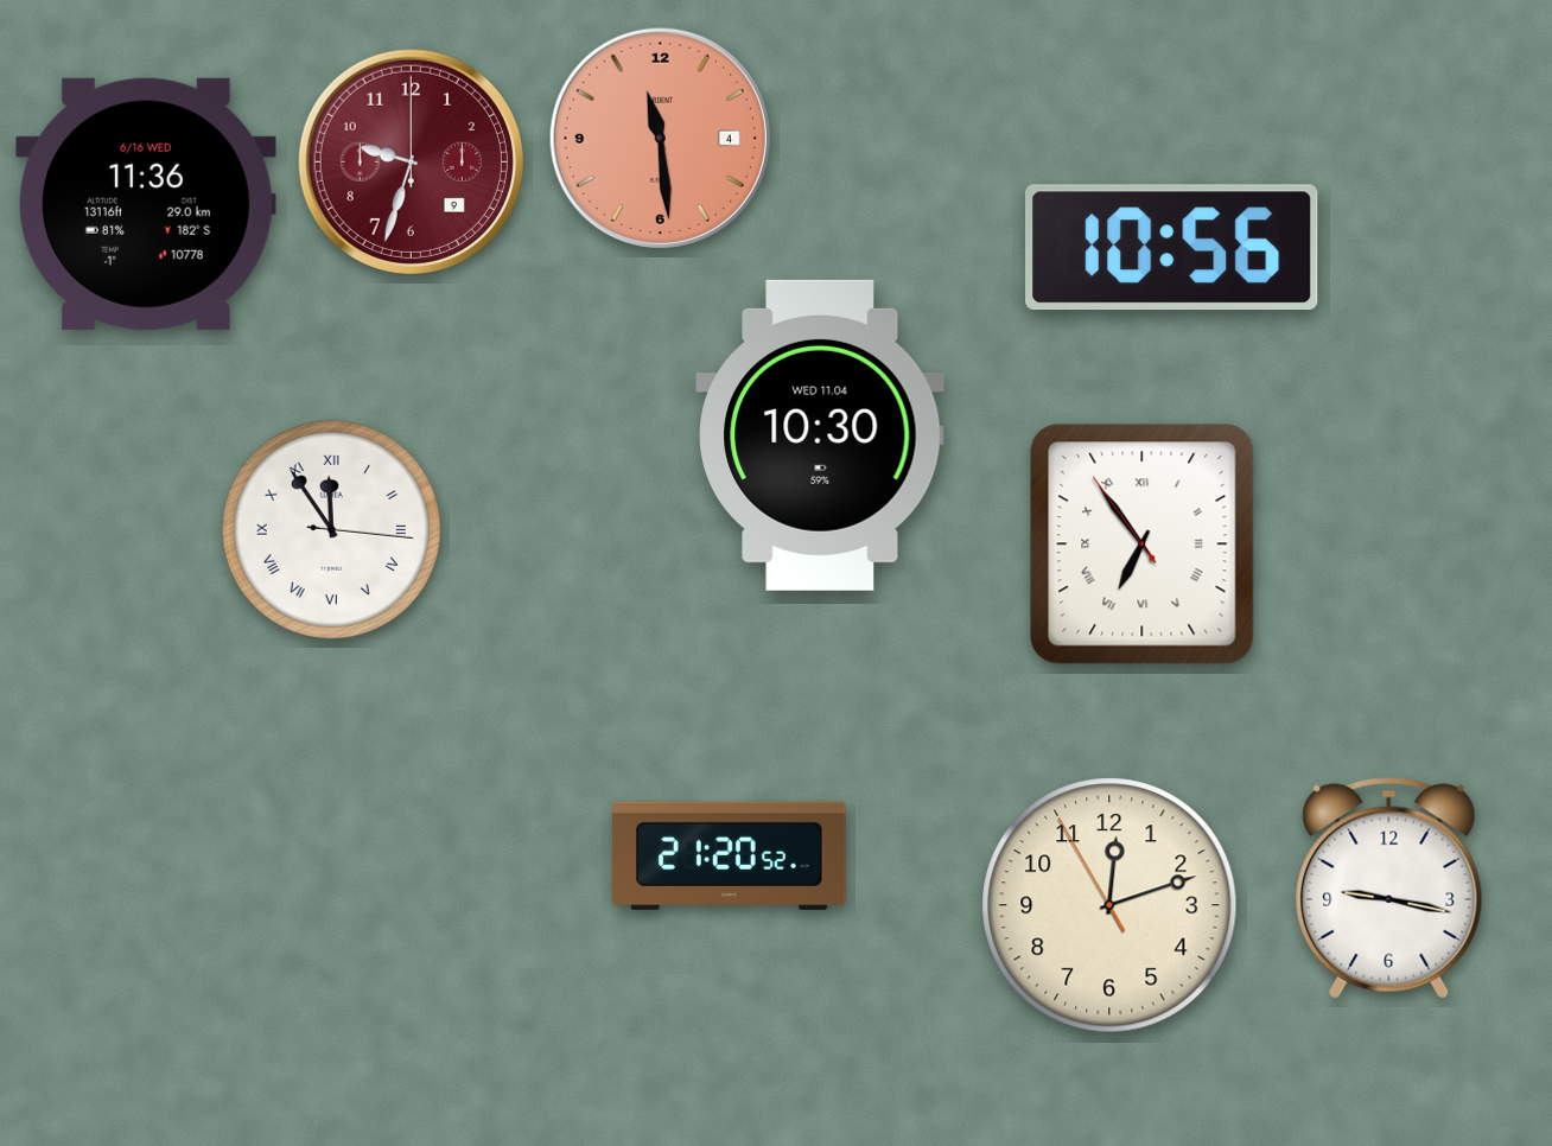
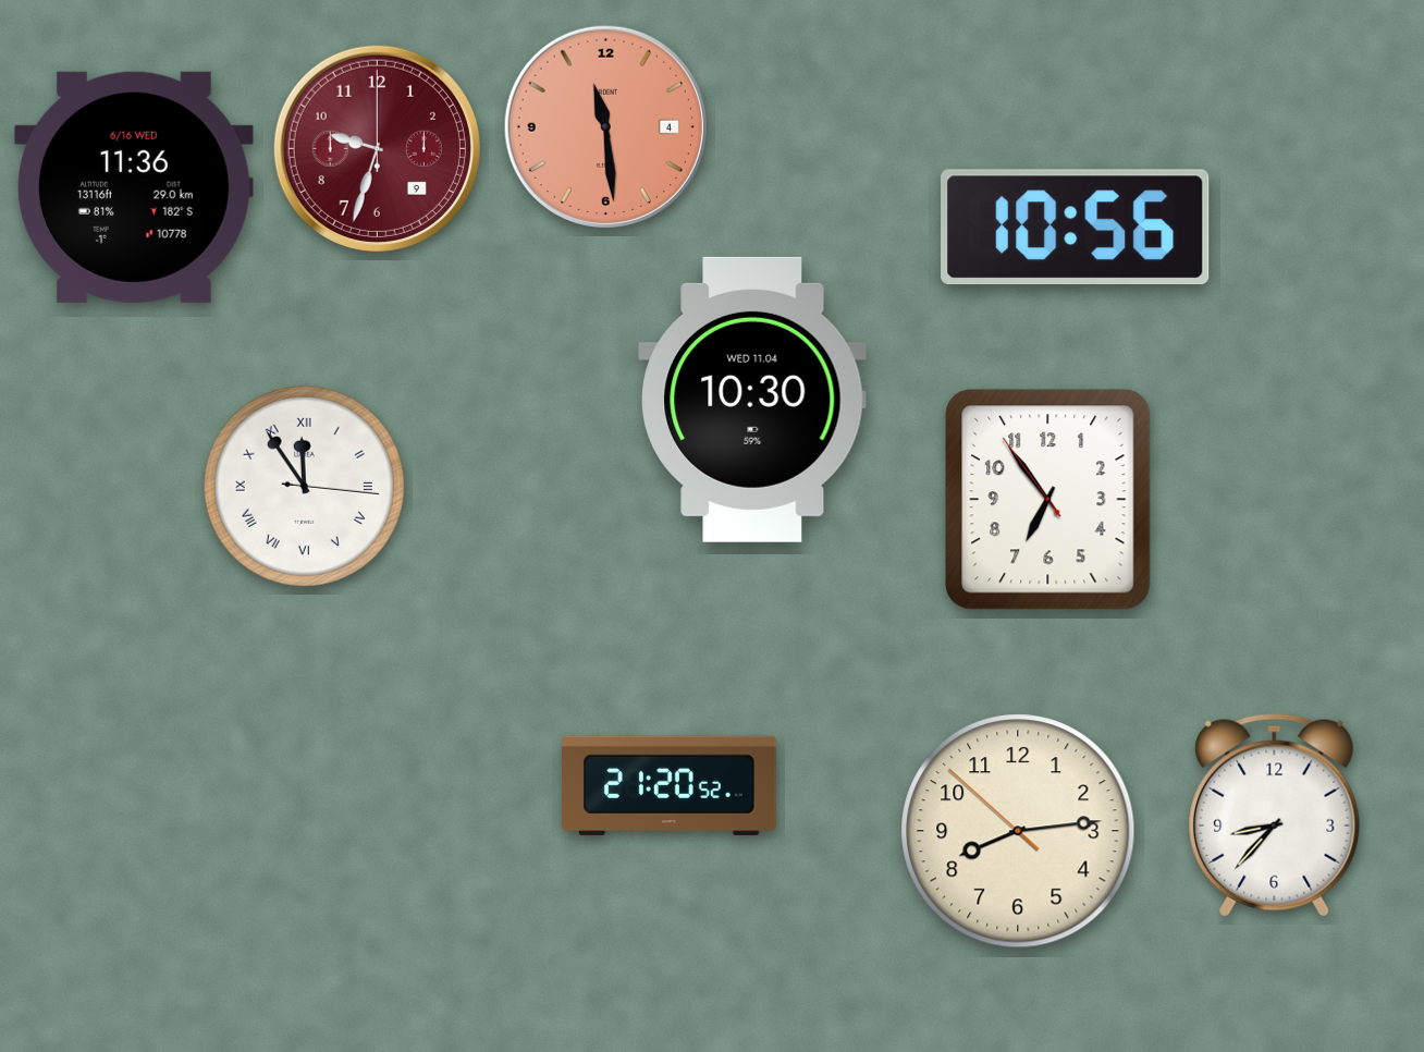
clock at (1143, 545) numerals: Roman -> Arabic
clock at (1389, 887): 9:17 -> 8:37
clock at (1109, 905): 12:11 -> 8:13
